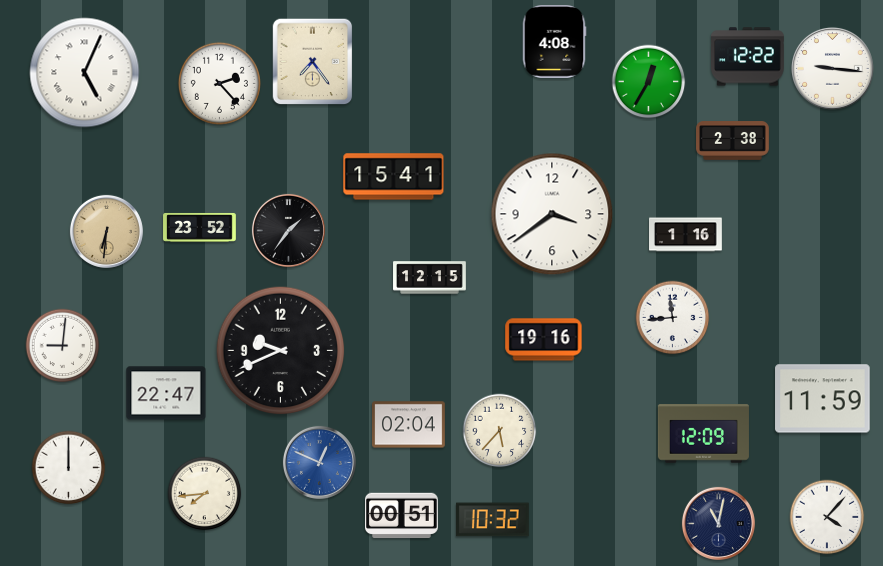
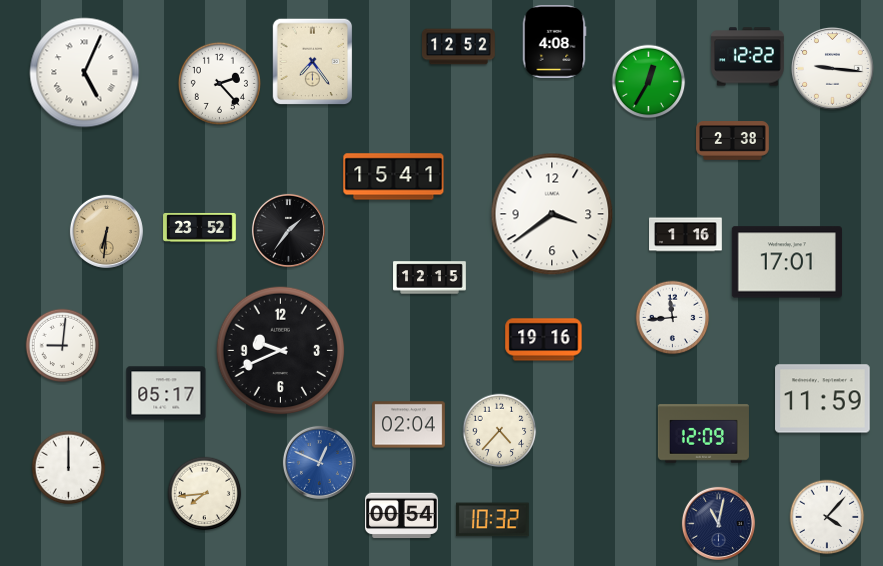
clock at (459, 47): none -> 12:52
clock at (787, 262): none -> 17:01
clock at (166, 393): 22:47 -> 05:17
clock at (500, 431): 5:37 -> 4:37
clock at (402, 516): 00:51 -> 00:54
